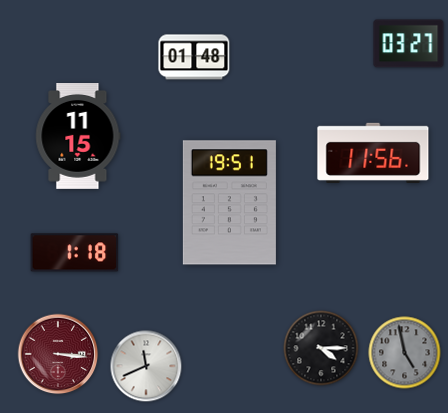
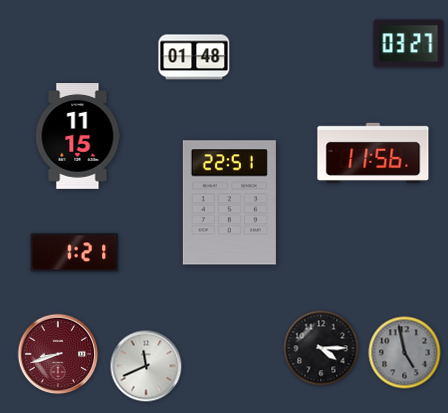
clock at (229, 203): 19:51 -> 22:51
clock at (75, 253): 1:18 -> 1:21
clock at (58, 354): 3:16 -> 8:42
